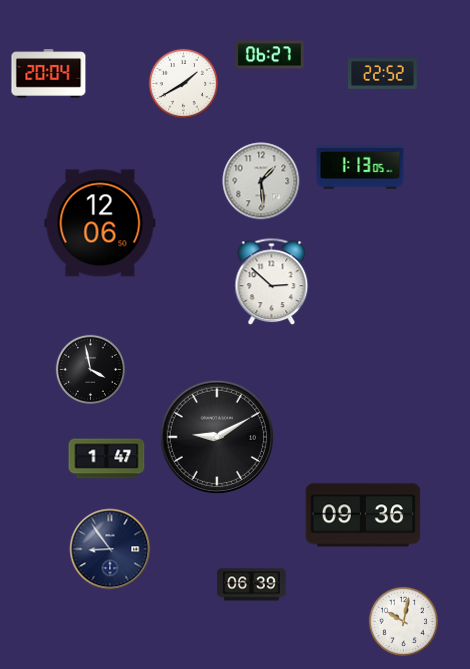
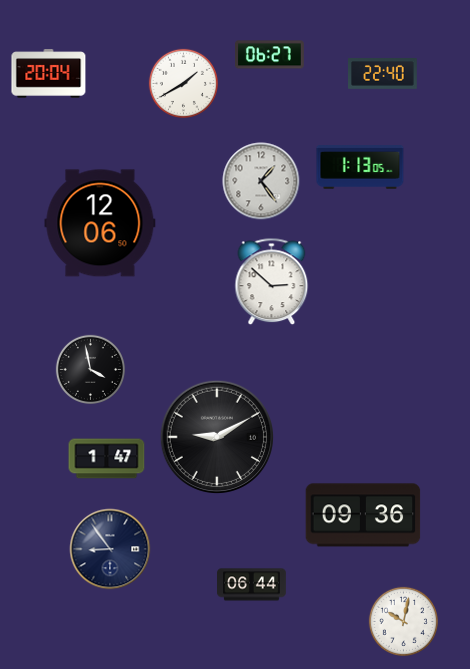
clock at (383, 74): 22:52 -> 22:40
clock at (261, 181): 1:29 -> 1:24
clock at (252, 585): 06:39 -> 06:44
